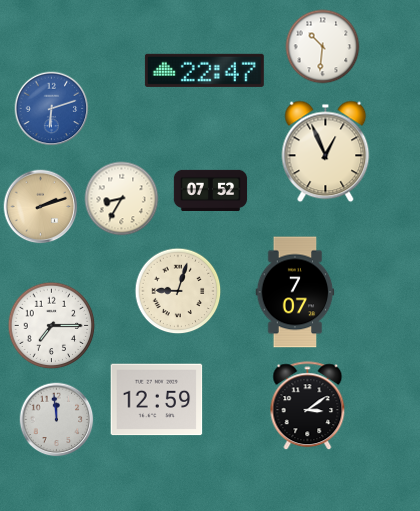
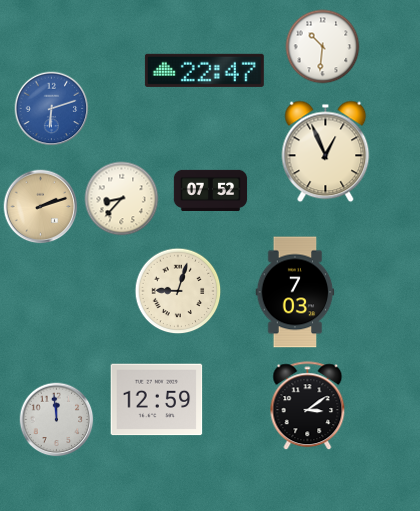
clock at (122, 199): 8:35 -> 8:37
clock at (295, 292): 7:07 -> 7:03
clock at (52, 326): 7:15 -> none
